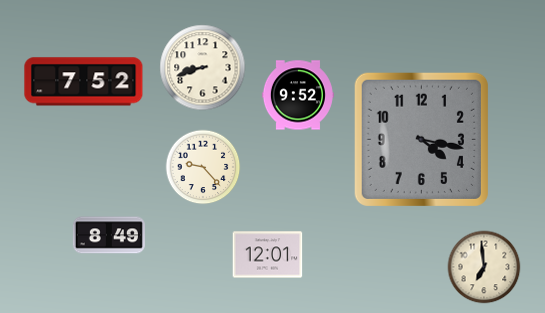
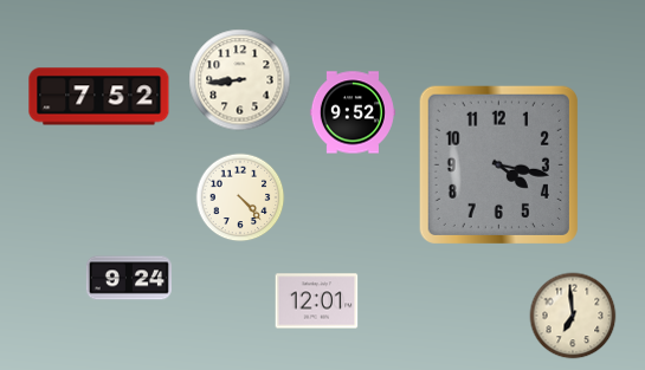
clock at (203, 68): 8:42 -> 8:44
clock at (203, 167): 9:23 -> 4:23
clock at (109, 235): 8:49 -> 9:24
